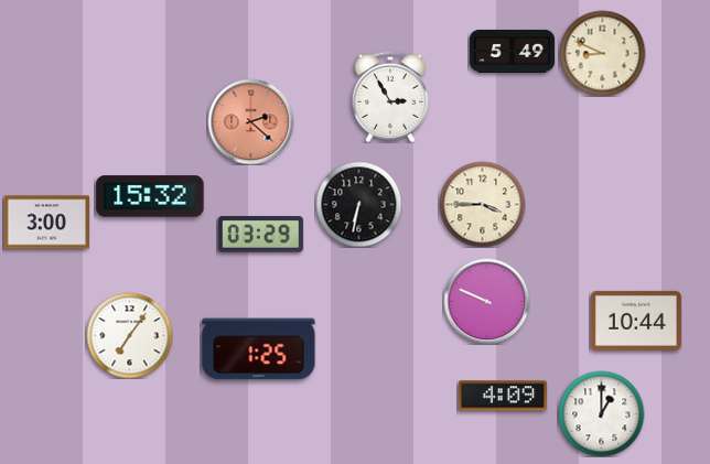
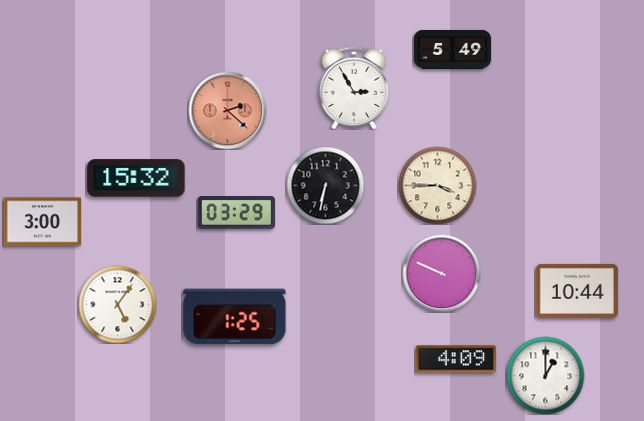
clock at (512, 51) position: (512, 51) -> (452, 49)
clock at (602, 53): 8:49 -> none
clock at (46, 223) position: (46, 223) -> (42, 222)
clock at (129, 335): 7:06 -> 5:06
